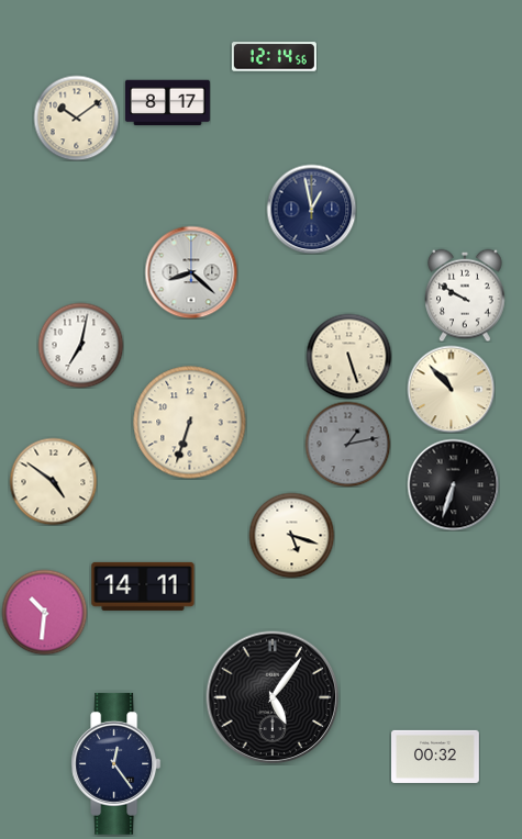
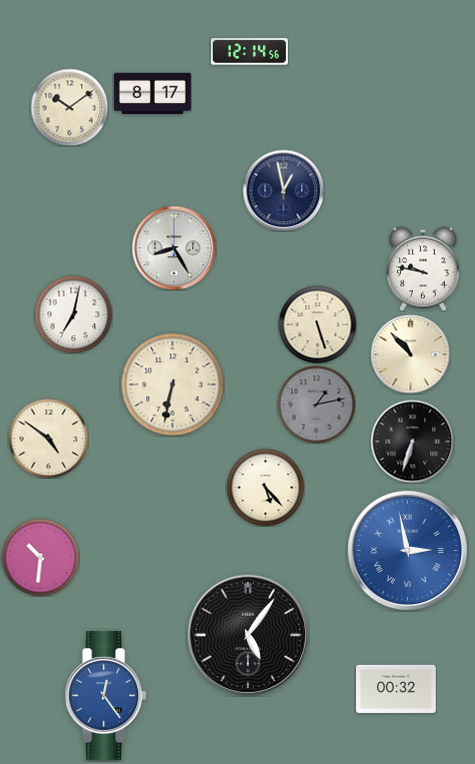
clock at (191, 272): 8:22 -> 8:25
clock at (465, 295): 9:50 -> 9:47
clock at (190, 423): 6:33 -> 6:32
clock at (291, 535): 5:18 -> 5:23
clock at (143, 586): 14:11 -> none
clock at (408, 551): none -> 2:58
clock at (116, 763) dial: navy -> blue
